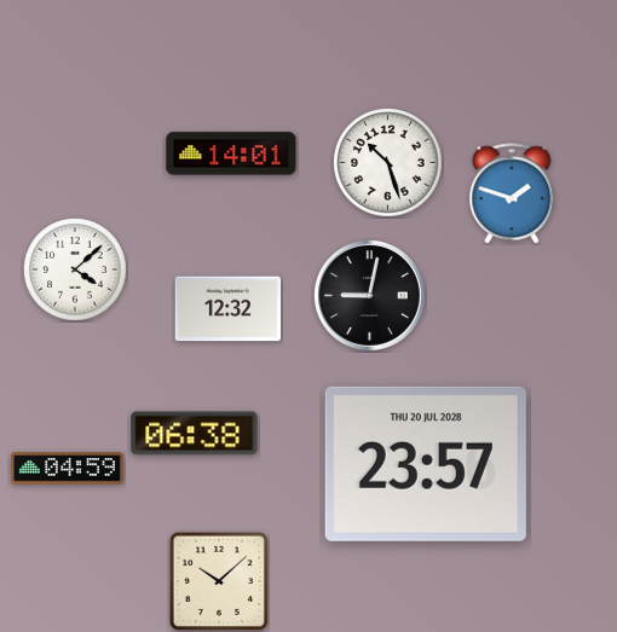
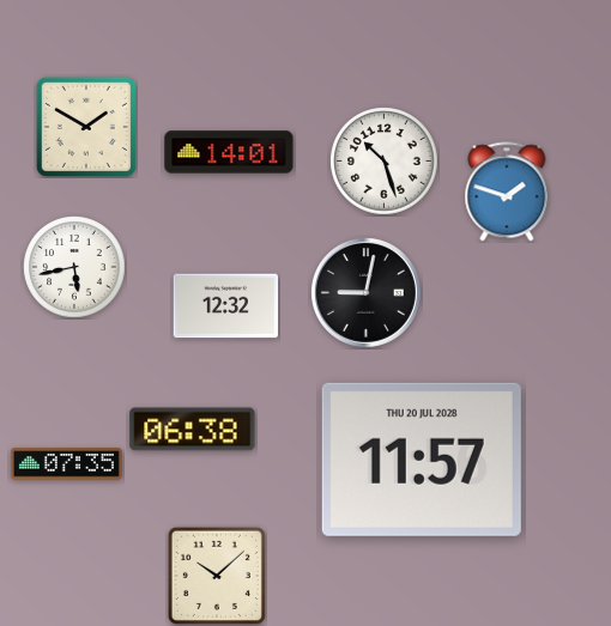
clock at (86, 127): none -> 1:50
clock at (75, 269): 4:08 -> 5:43
clock at (426, 464): 23:57 -> 11:57
clock at (67, 469): 04:59 -> 07:35
